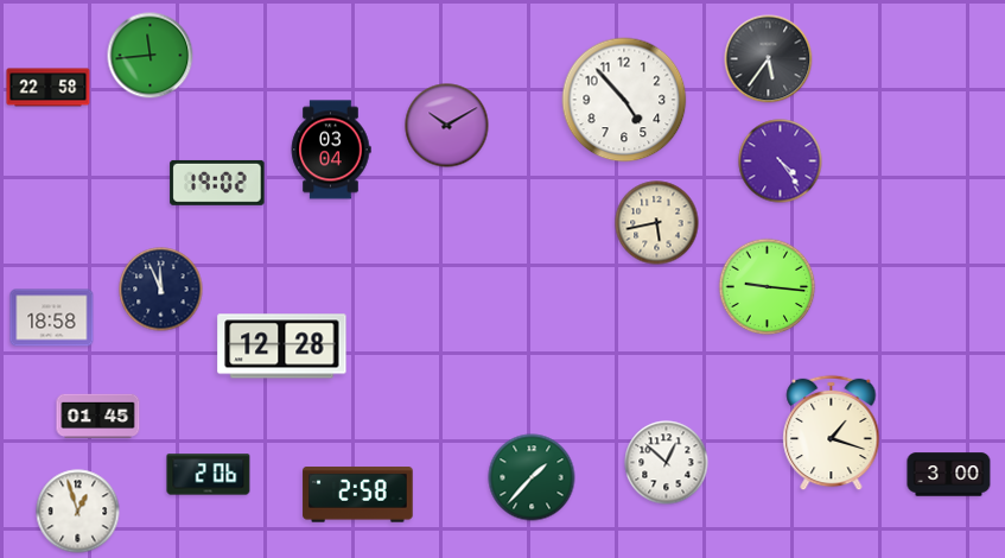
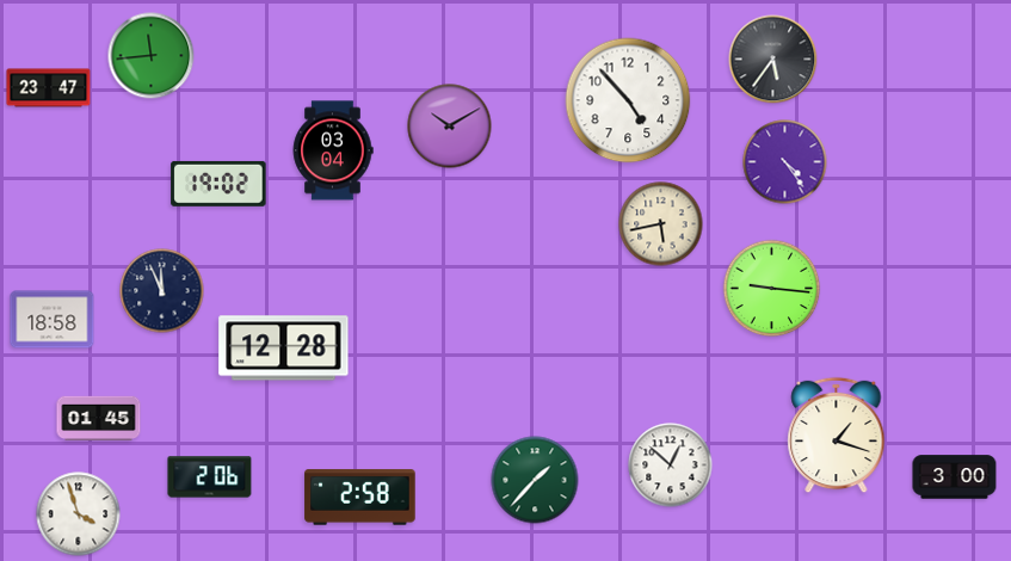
clock at (49, 88): 22:58 -> 23:47
clock at (78, 512): 12:57 -> 3:57
